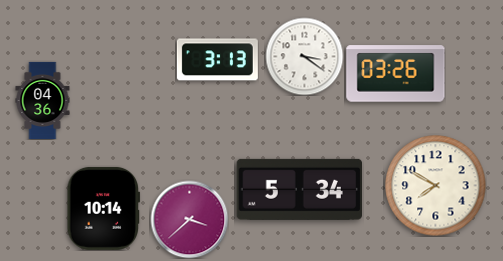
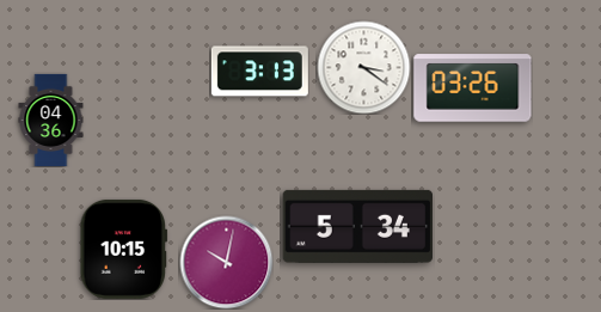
clock at (436, 186): 7:50 -> none
clock at (104, 208): 10:14 -> 10:15
clock at (189, 219): 3:38 -> 10:02
